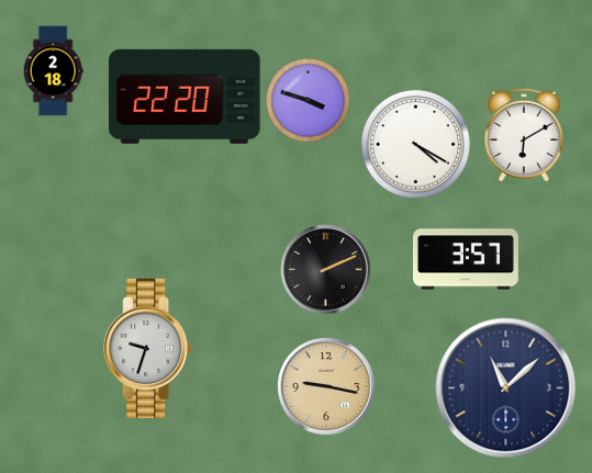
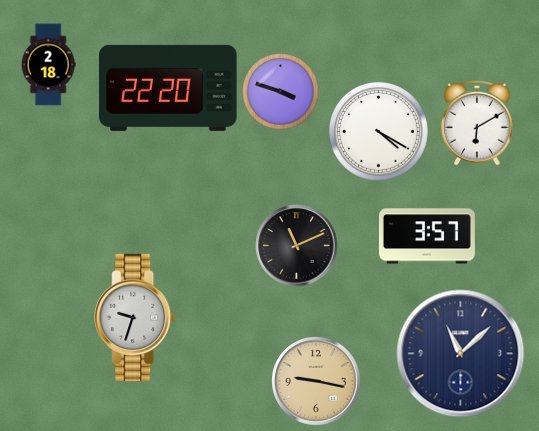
clock at (467, 259) position: (467, 259) -> (428, 236)
clock at (326, 270): 2:11 -> 11:11
clock at (326, 386) position: (326, 386) -> (316, 381)
